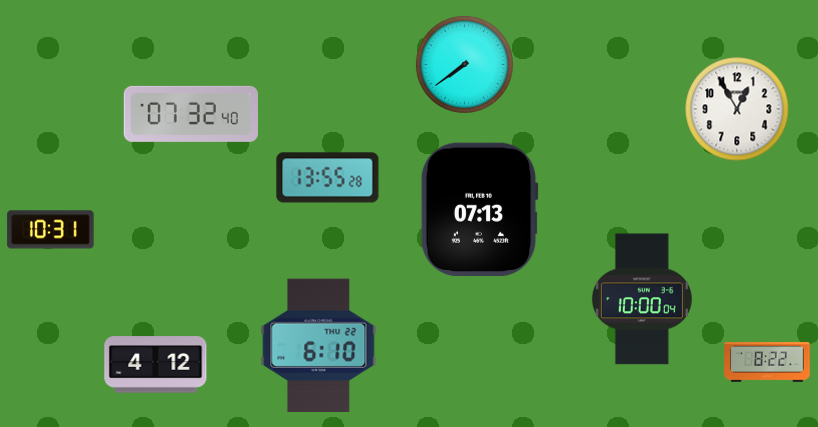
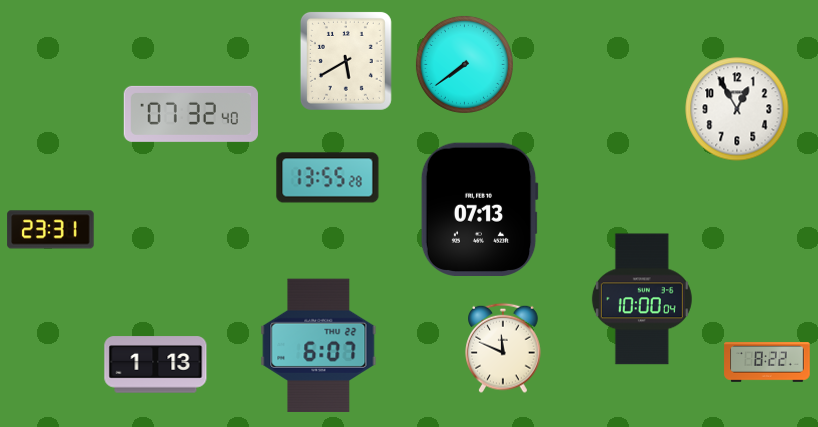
clock at (346, 61): none -> 5:40
clock at (51, 230): 10:31 -> 23:31
clock at (319, 346): 6:10 -> 6:07
clock at (503, 348): none -> 11:49
clock at (156, 365): 4:12 -> 1:13
